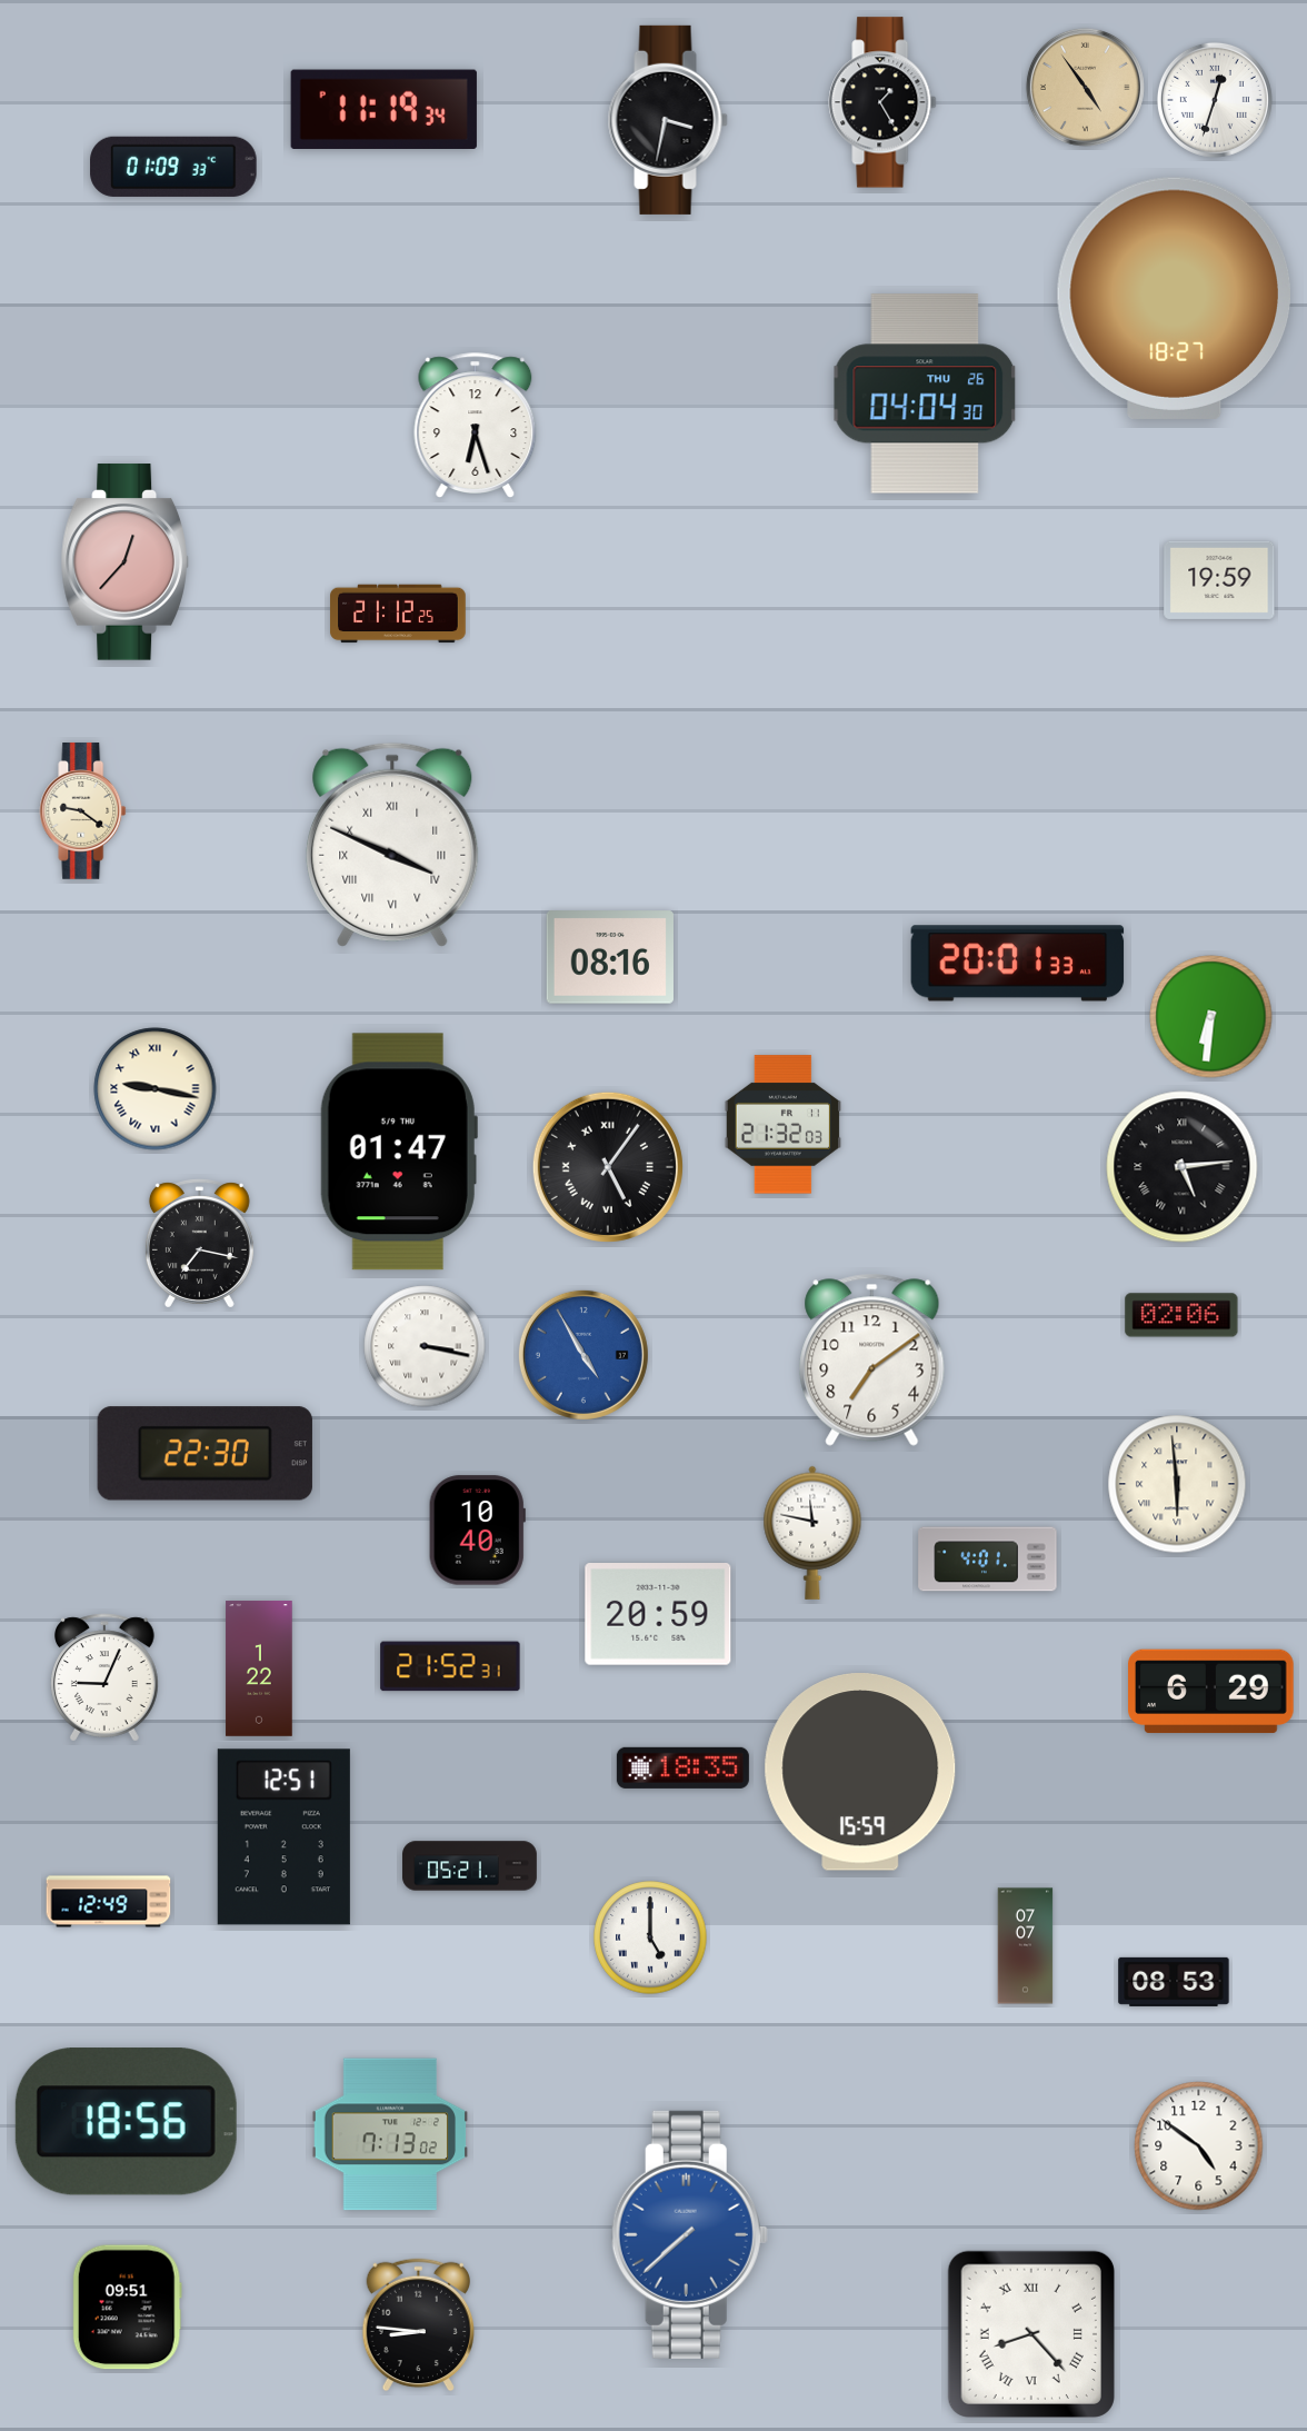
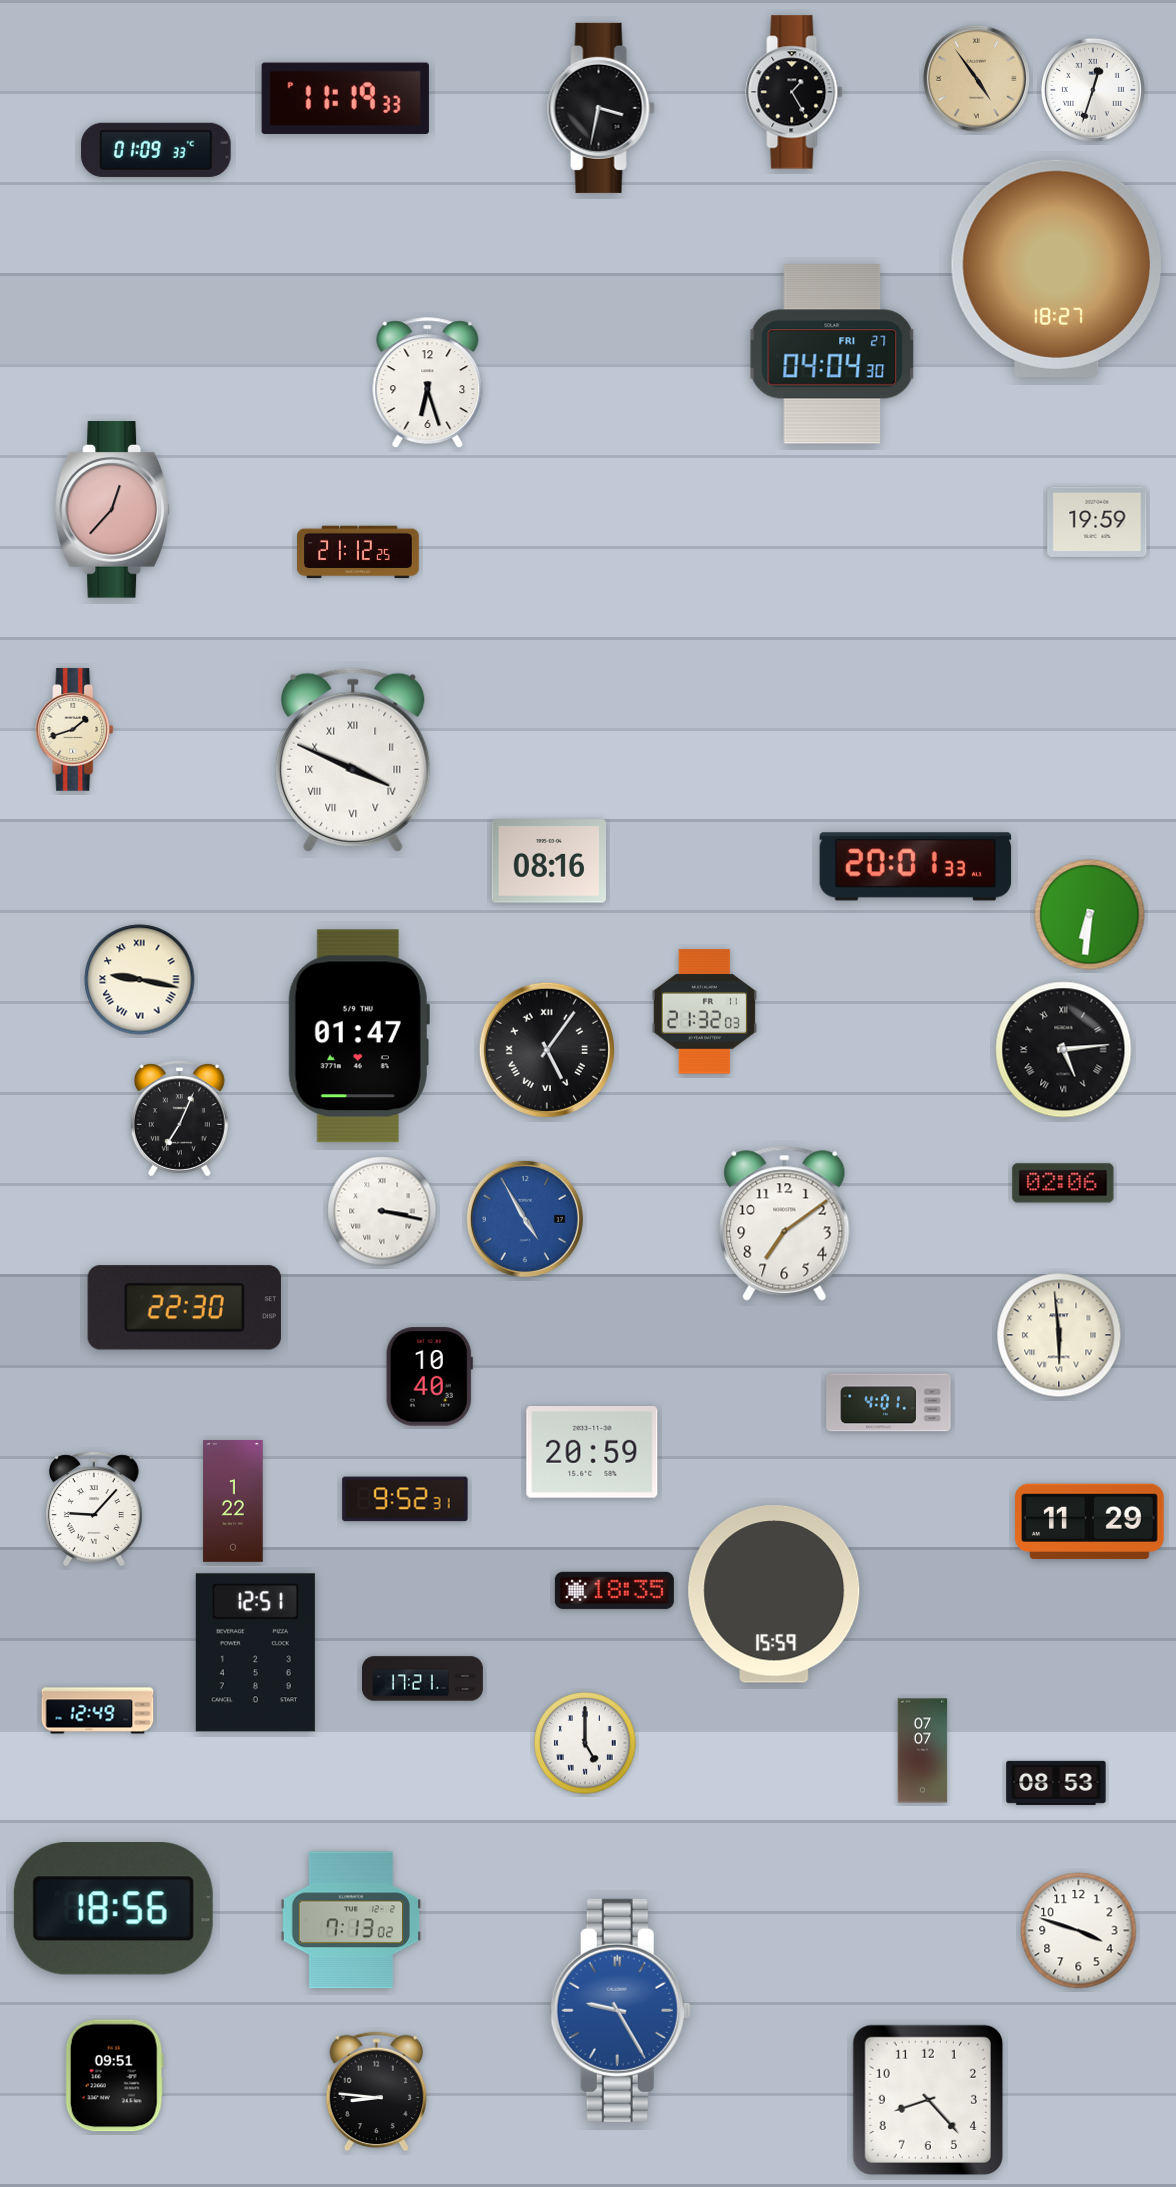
clock at (383, 109): 11:19:34 -> 11:19:33
clock at (925, 393) date: THU 26 -> FRI 27
clock at (124, 562) position: (124, 562) -> (112, 510)
clock at (83, 811): 9:21 -> 1:42
clock at (199, 1244): 7:17 -> 7:04
clock at (812, 1533): 11:47 -> none
clock at (450, 1666): 21:52 -> 9:52
clock at (106, 1677): 9:04 -> 9:07
clock at (1211, 1692): 6:29 -> 11:29
clock at (470, 1866): 05:21 -> 17:21
clock at (1199, 2146): 4:51 -> 3:48
clock at (689, 2234): 7:38 -> 9:25
clock at (1031, 2334) numerals: Roman -> Arabic
